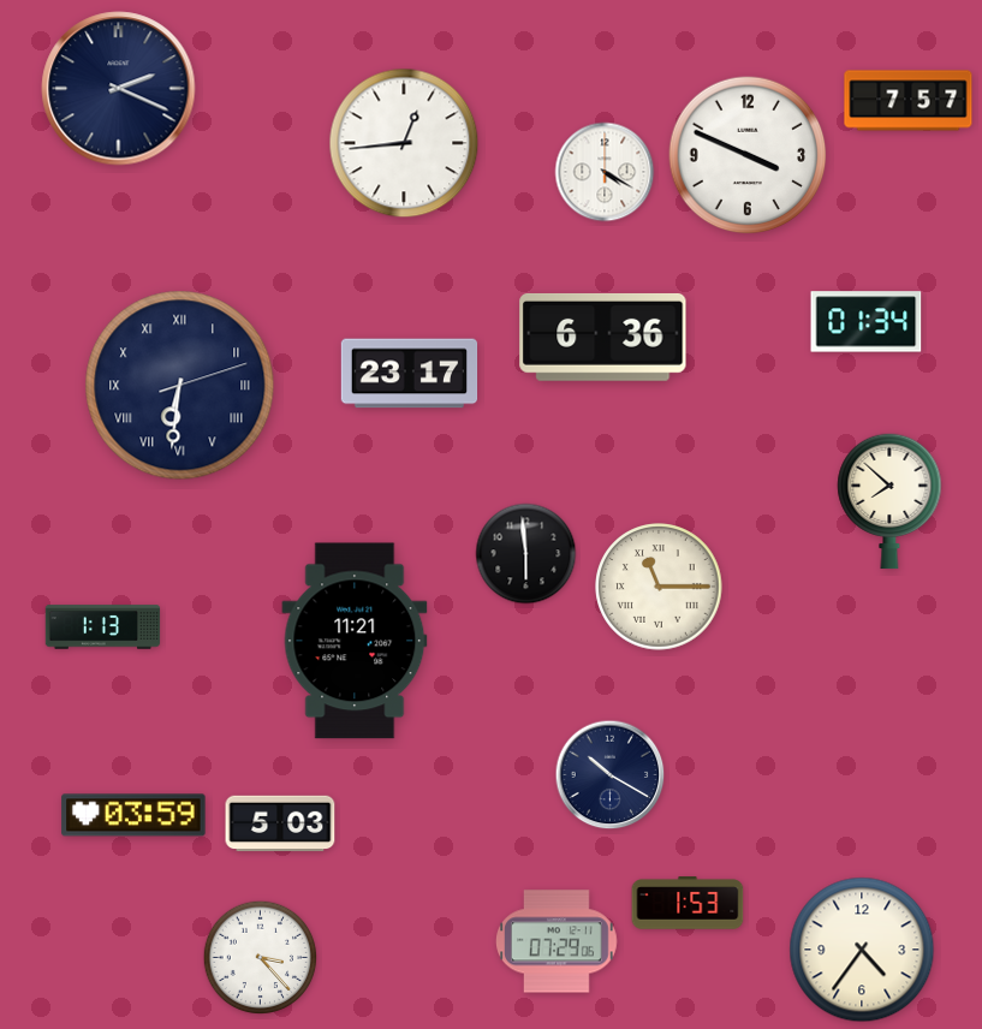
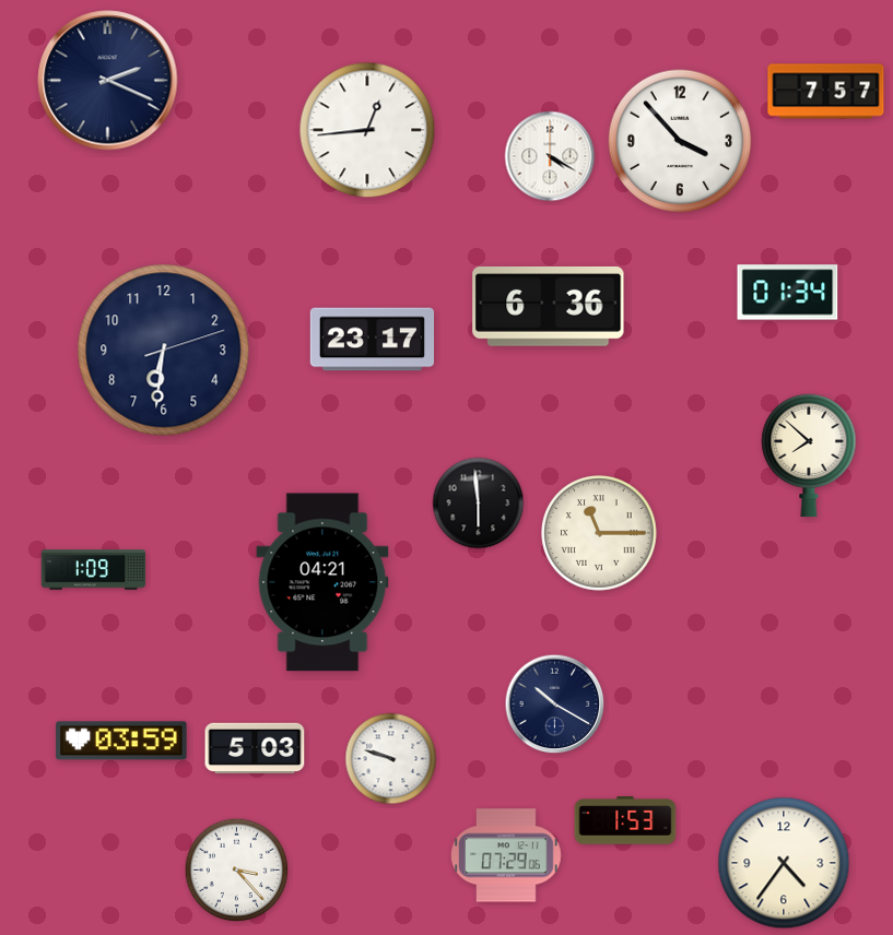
clock at (748, 155): 3:49 -> 3:53
clock at (180, 386) numerals: Roman -> Arabic
clock at (103, 627): 1:13 -> 1:09
clock at (355, 641): 11:21 -> 04:21
clock at (391, 759): none -> 9:48
